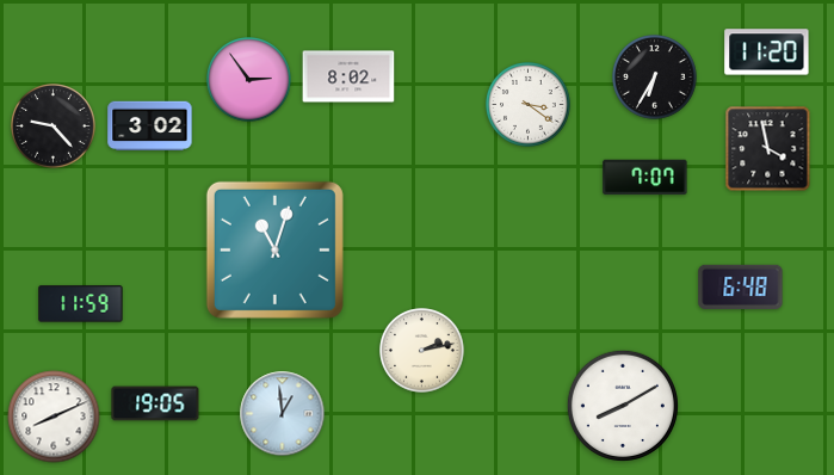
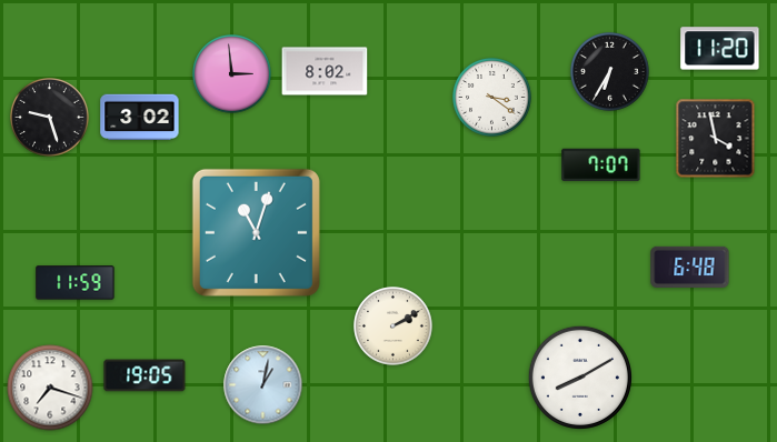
clock at (767, 53) position: (767, 53) -> (720, 49)
clock at (249, 80): 2:54 -> 2:59
clock at (54, 127): 9:23 -> 9:27
clock at (422, 351): 2:13 -> 2:10
clock at (283, 414): 12:59 -> 1:02
clock at (54, 417): 8:11 -> 7:18
